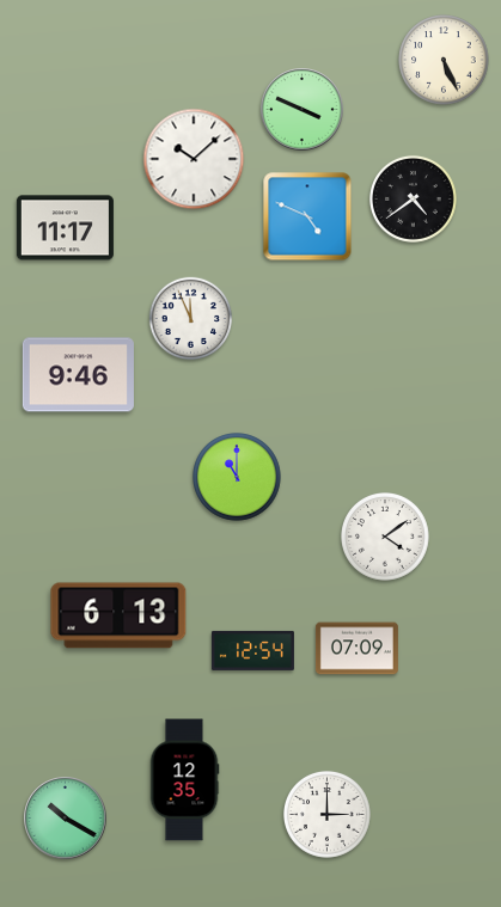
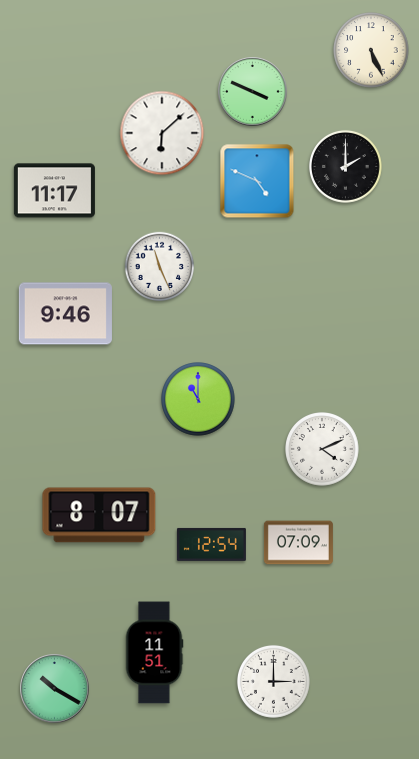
clock at (194, 159): 10:08 -> 6:08
clock at (413, 198): 4:39 -> 2:00
clock at (191, 319): 11:56 -> 11:26
clock at (386, 538): 4:09 -> 4:11
clock at (118, 615): 6:13 -> 8:07
clock at (184, 780): 12:35 -> 11:51
clock at (66, 819) position: (66, 819) -> (55, 689)
